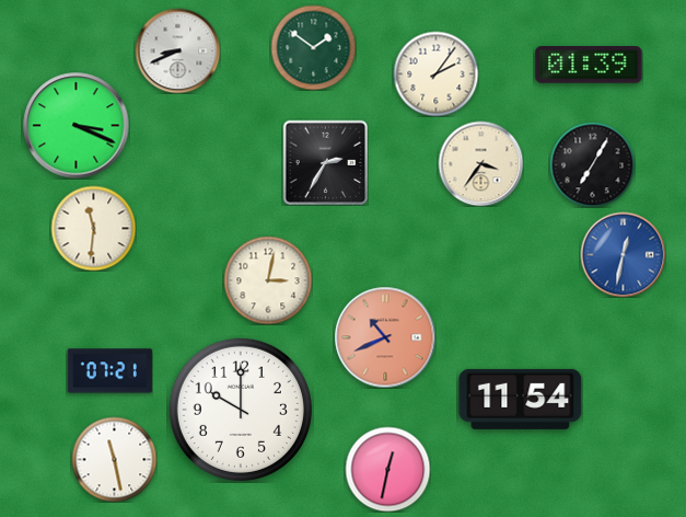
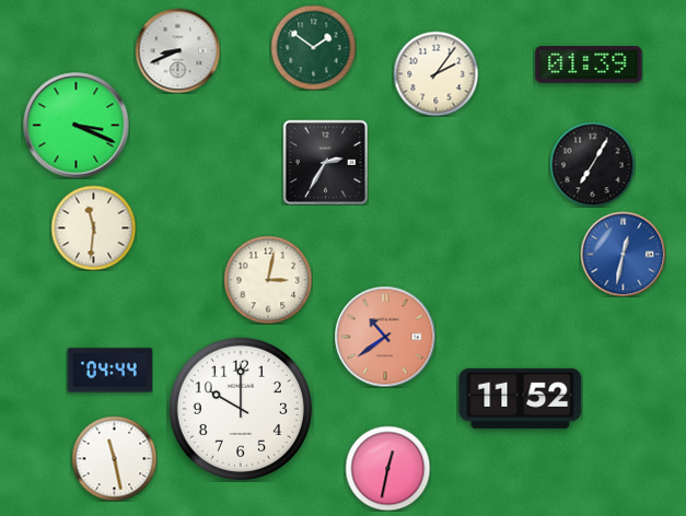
clock at (480, 163): 3:36 -> none
clock at (385, 337): 10:41 -> 10:39
clock at (109, 371): 07:21 -> 04:44
clock at (521, 399): 11:54 -> 11:52
